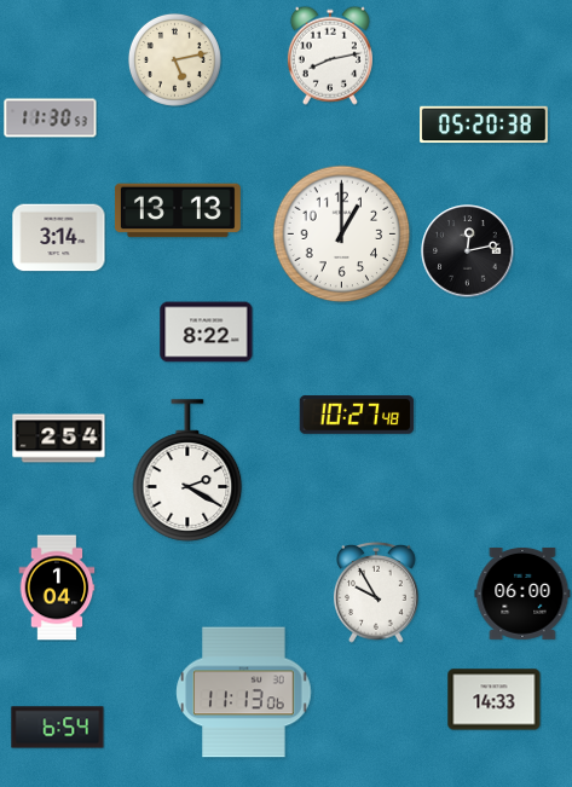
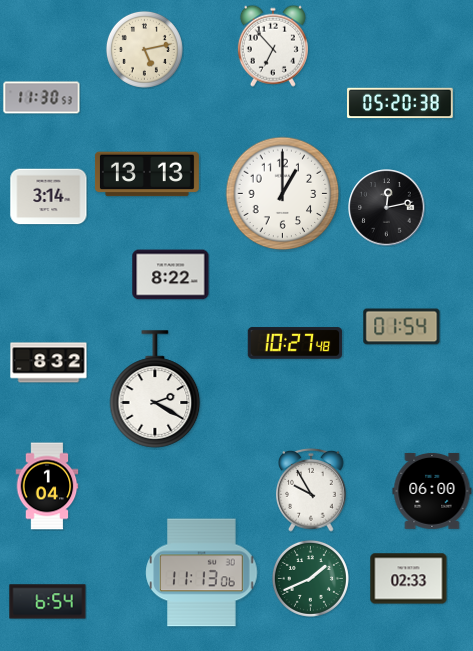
clock at (330, 56): 8:13 -> 6:53
clock at (402, 327): none -> 01:54
clock at (59, 439): 2:54 -> 8:32
clock at (310, 578): none -> 1:41
clock at (495, 700): 14:33 -> 02:33
